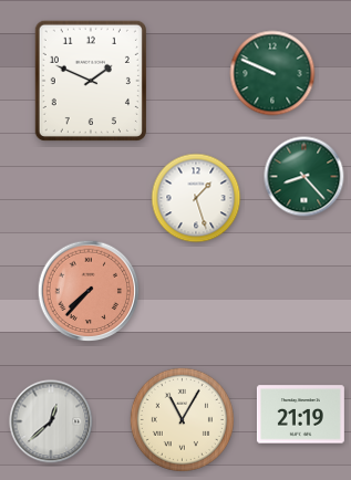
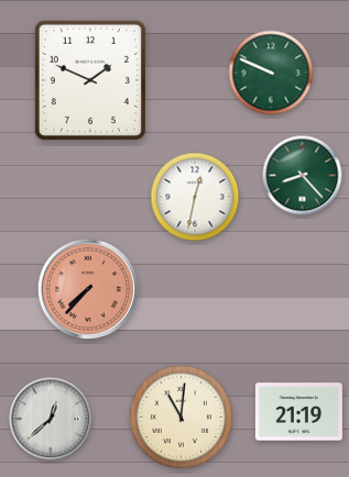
clock at (196, 198): 1:27 -> 12:32
clock at (182, 419): 11:05 -> 11:01
